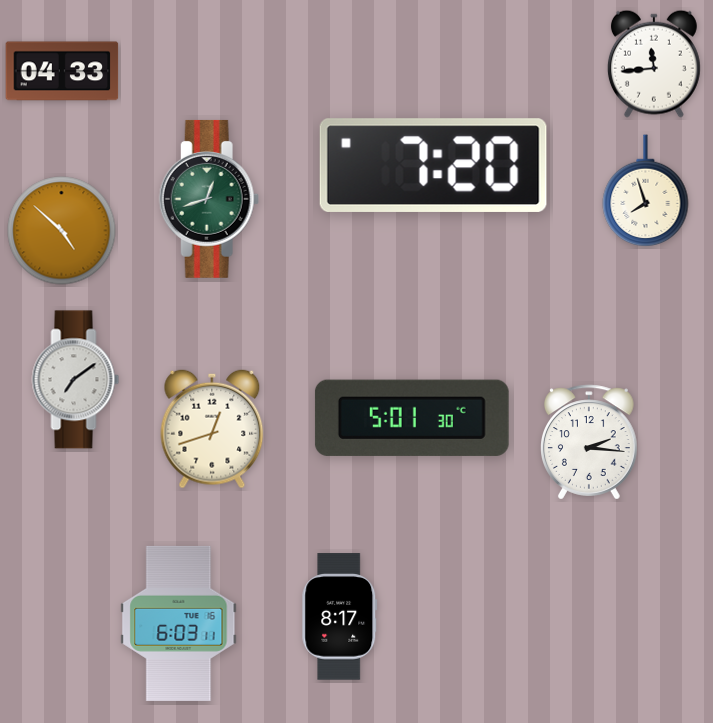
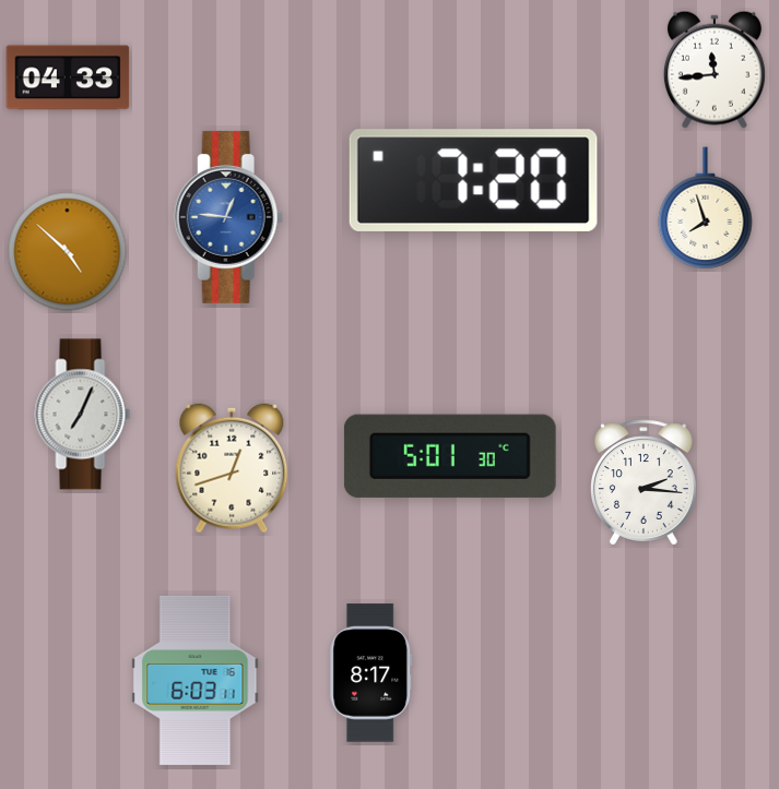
clock at (209, 199): 12:42 -> 12:46
clock at (209, 199) dial: green -> blue
clock at (76, 380): 7:09 -> 7:04
